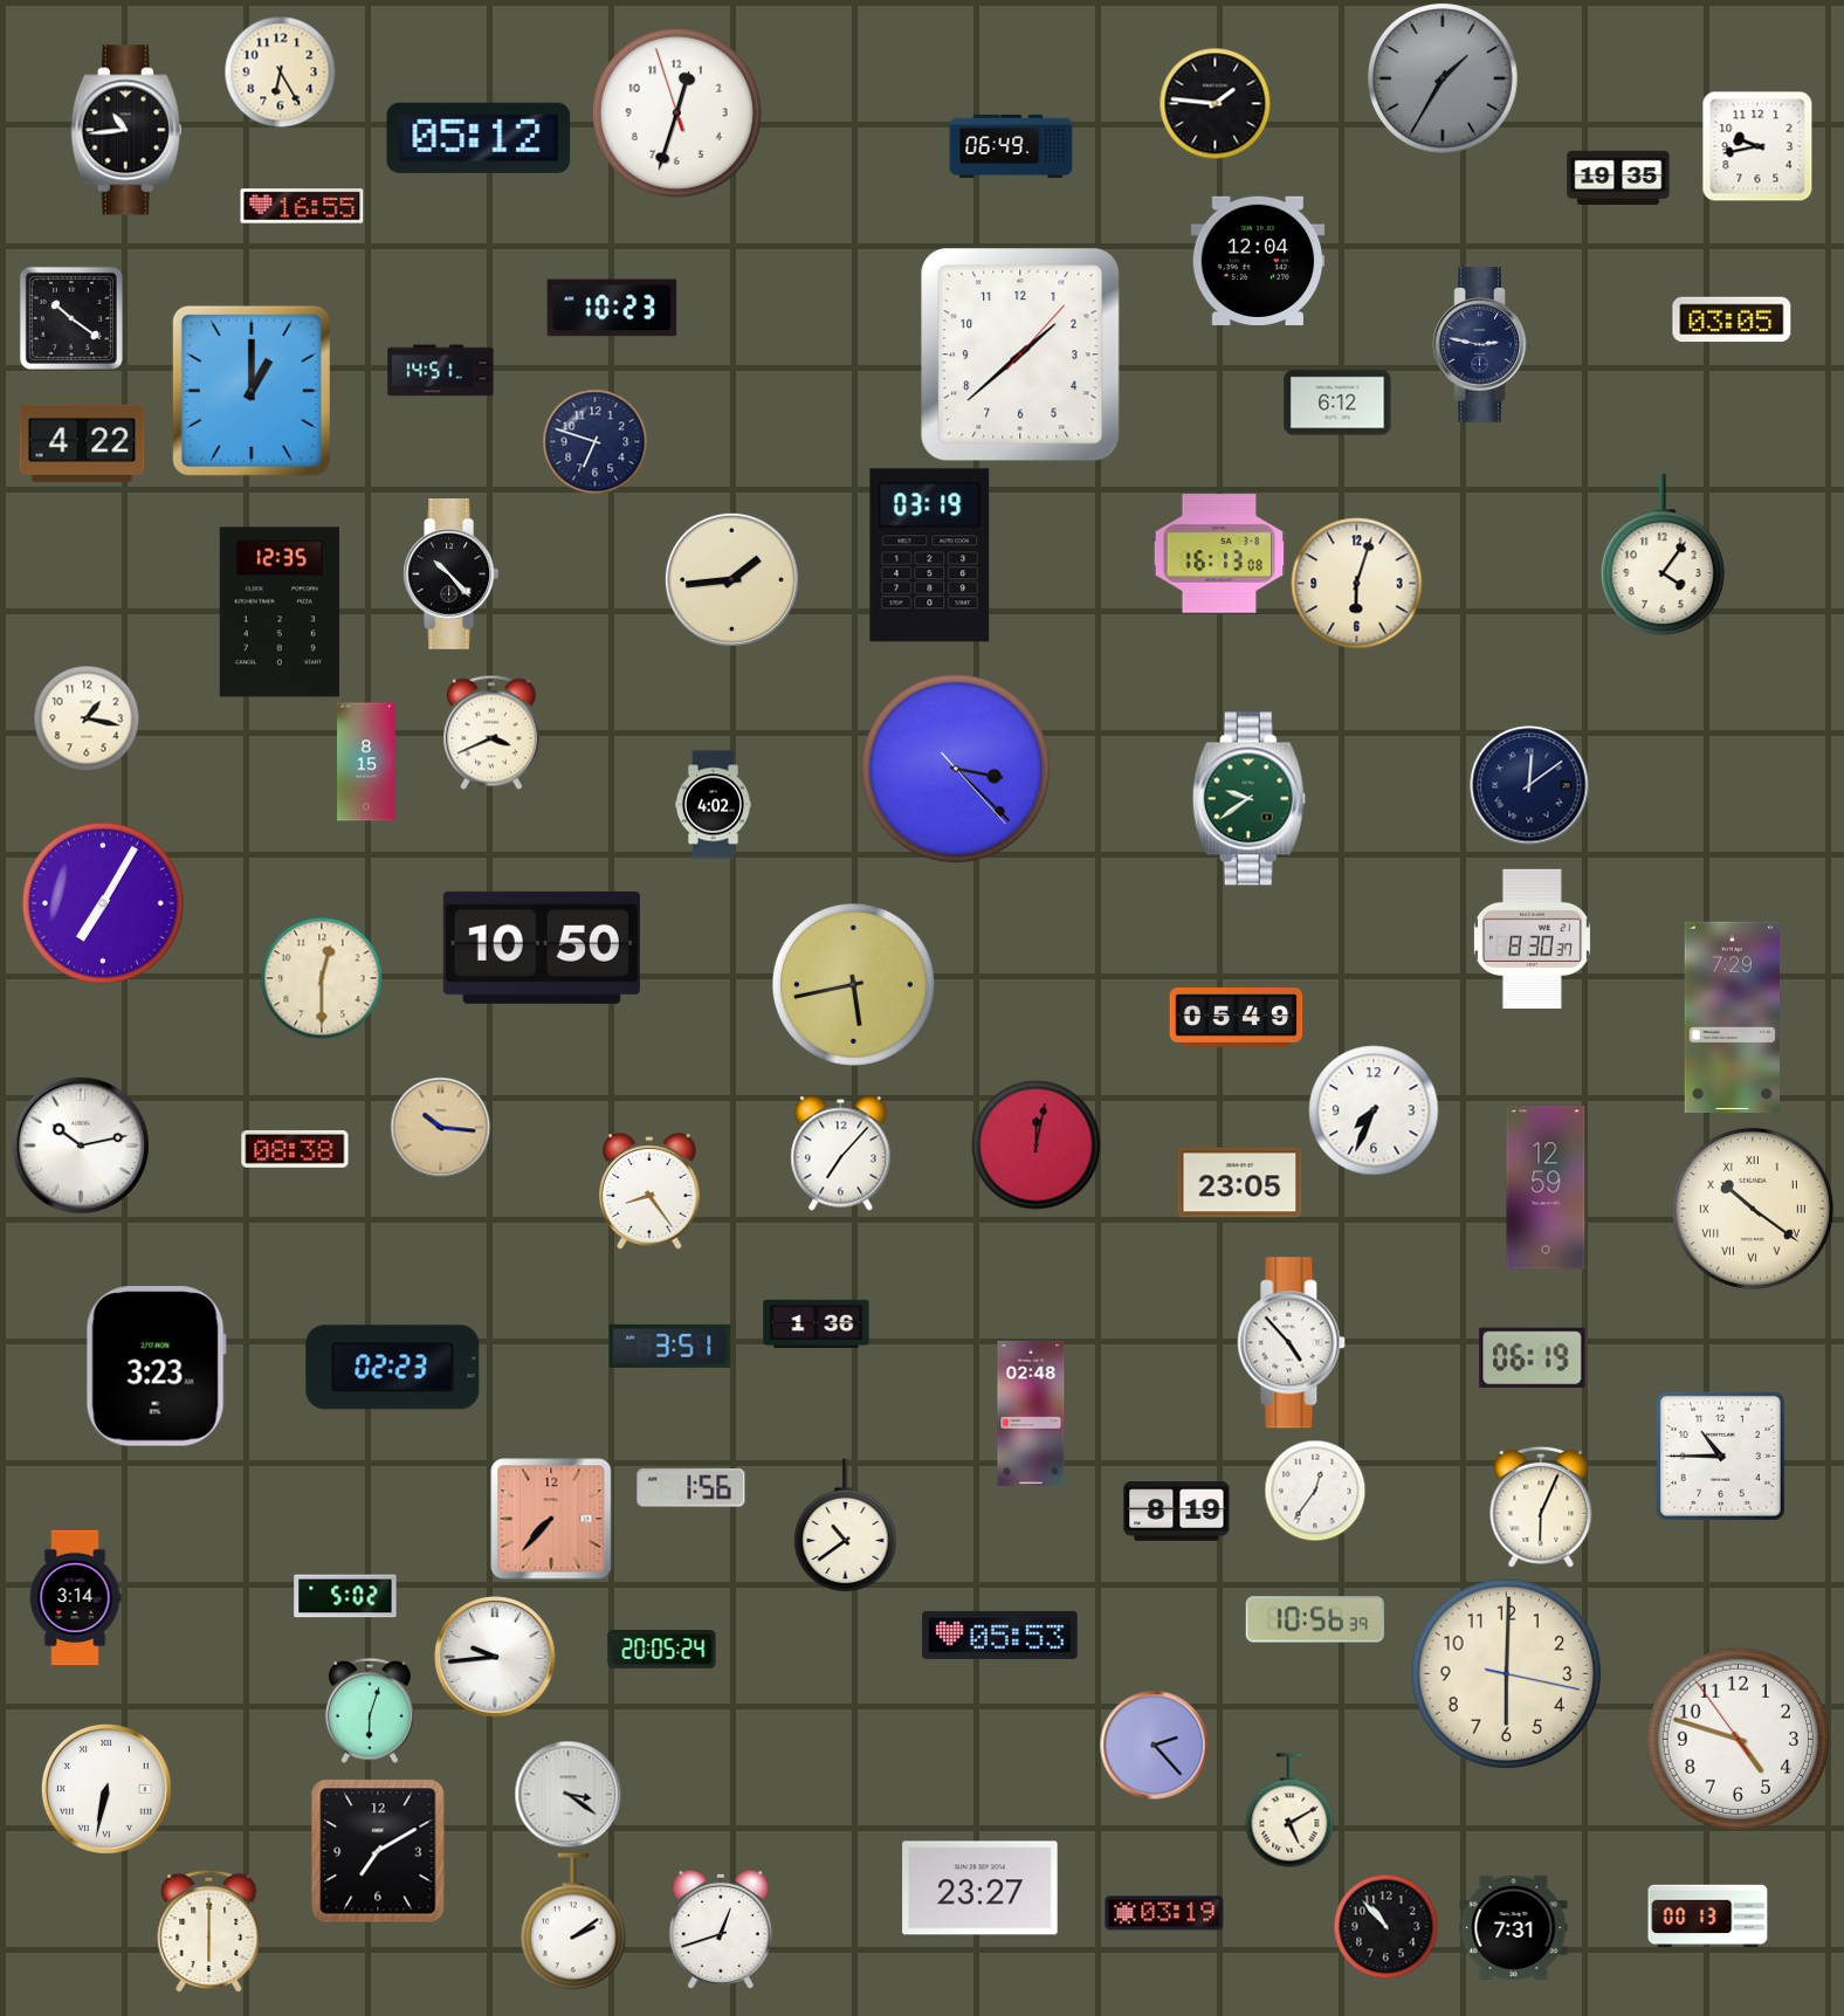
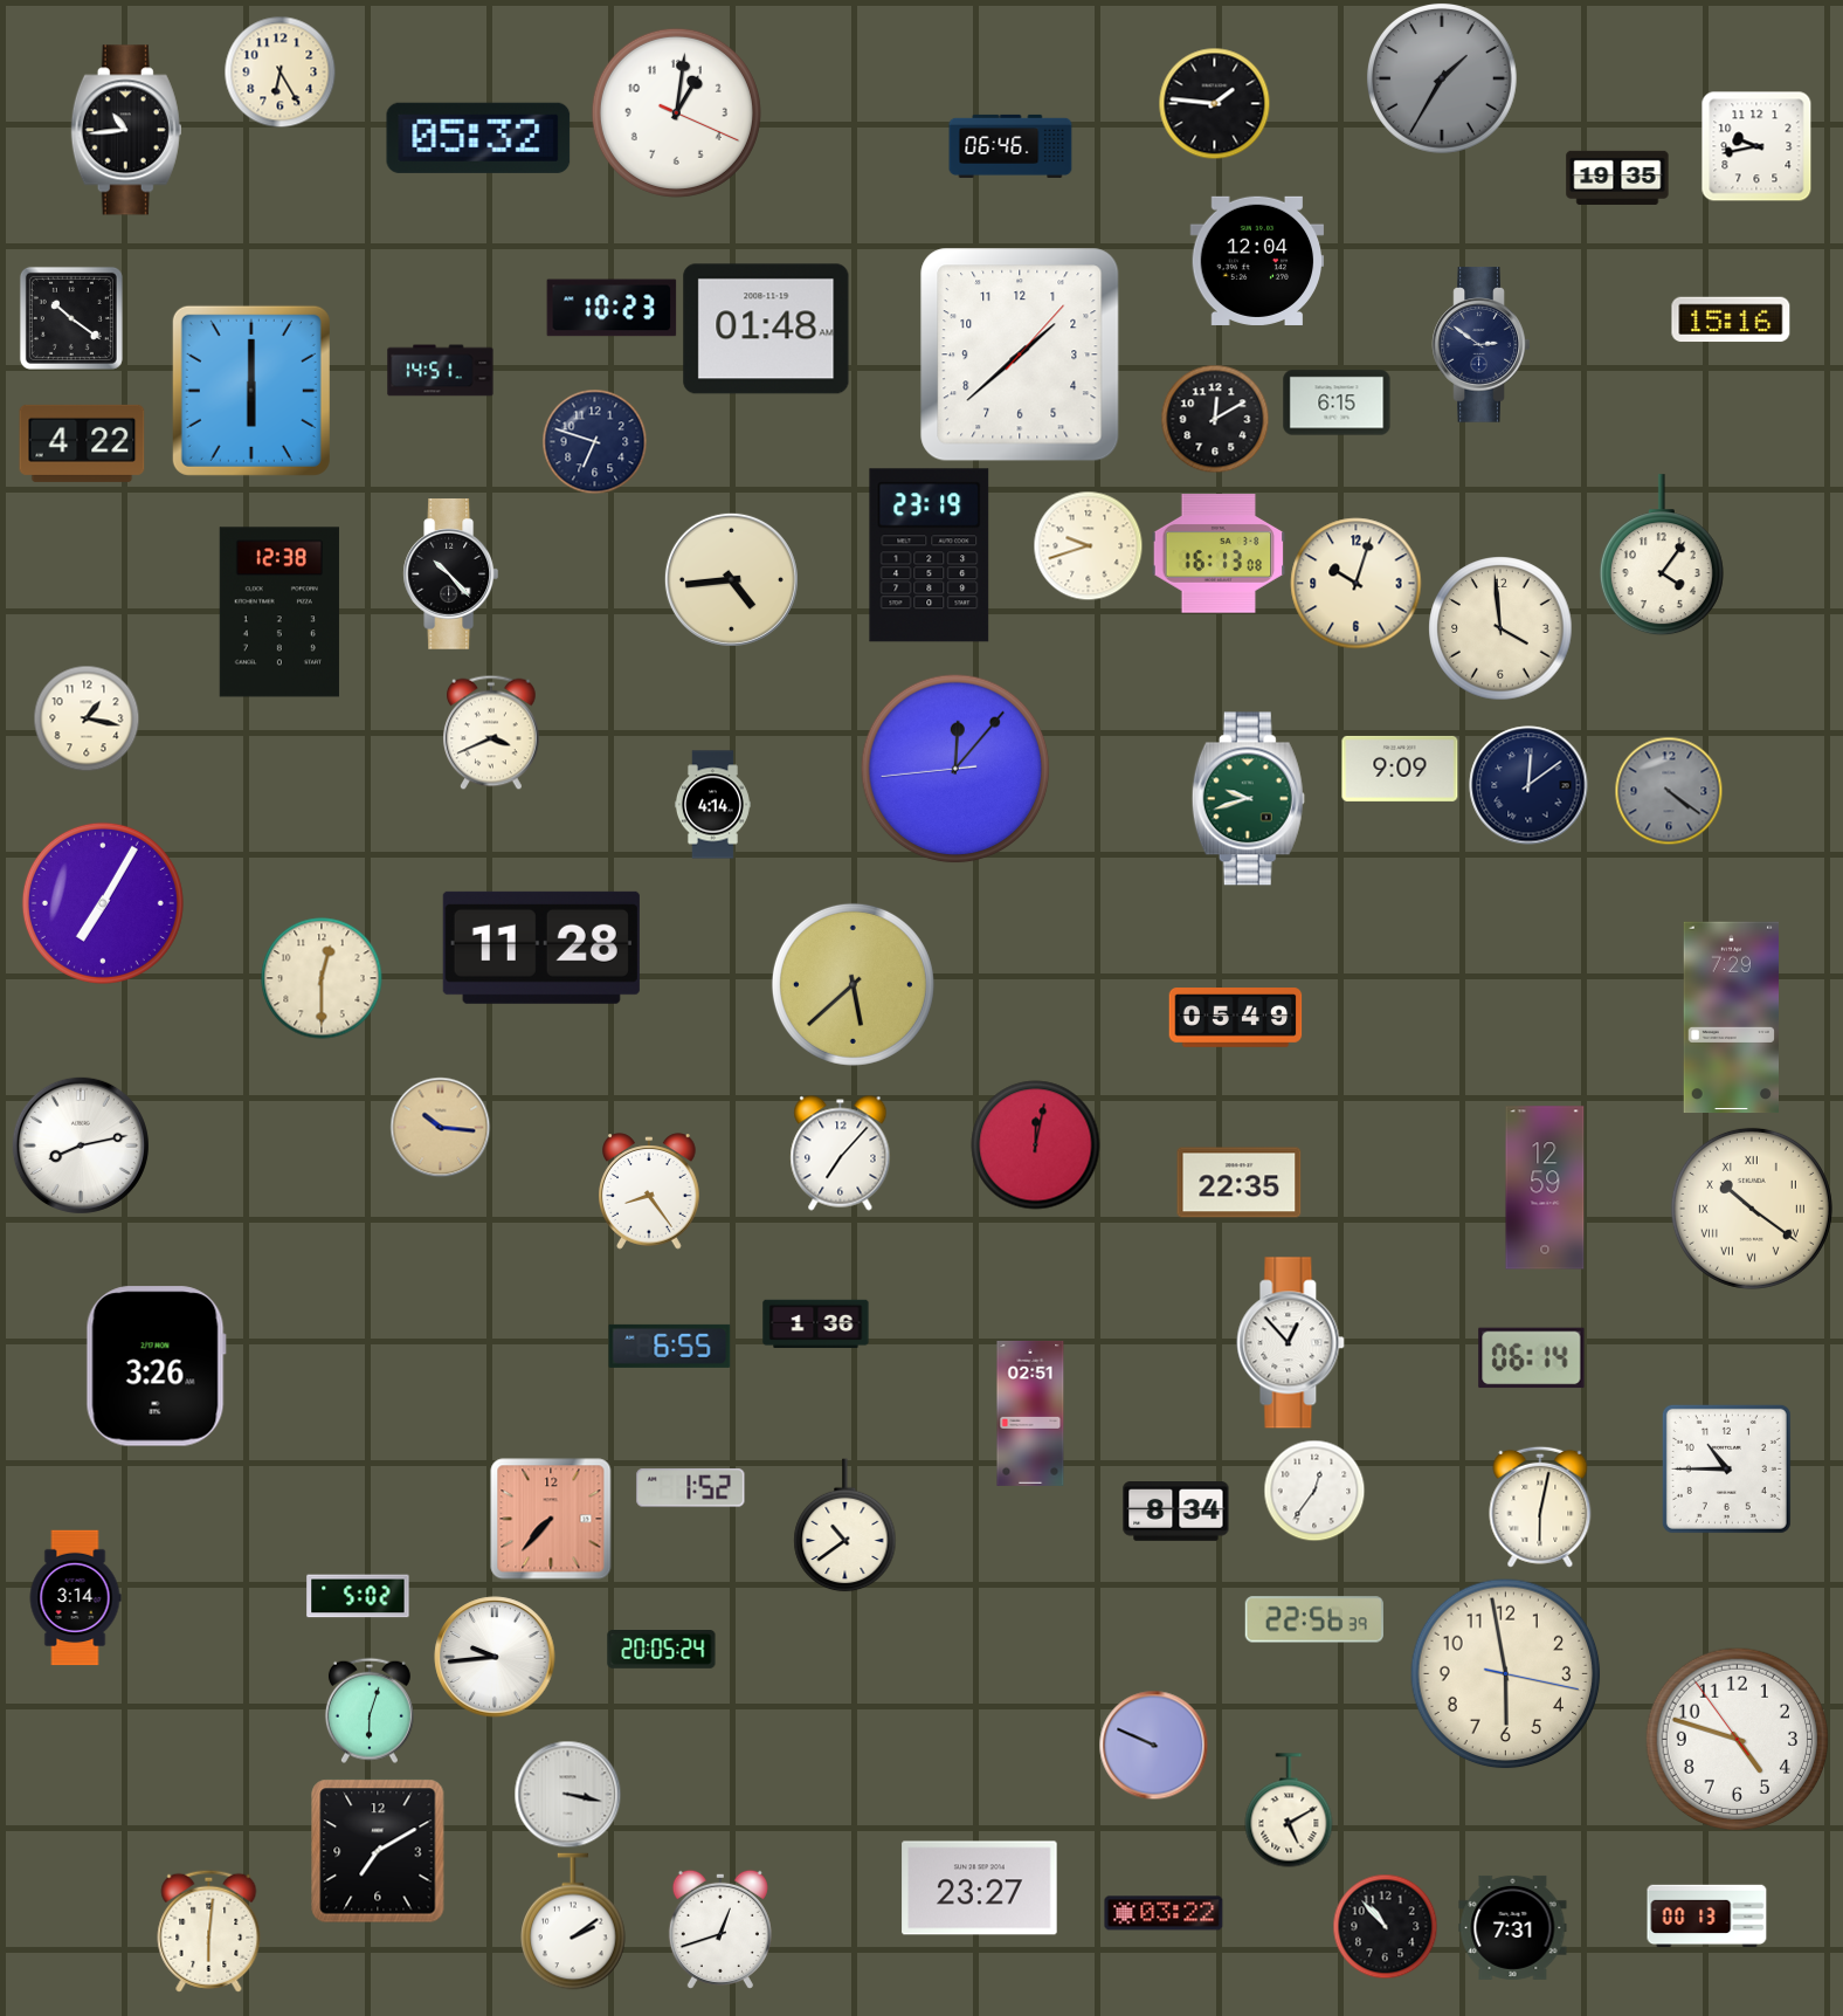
clock at (676, 112): 12:32 -> 1:01
clock at (479, 138): 05:12 -> 05:32
clock at (1011, 146): 06:49 -> 06:46
clock at (302, 206): 16:55 -> none
clock at (1732, 319): 03:05 -> 15:16
clock at (766, 329): none -> 01:48
clock at (1482, 345): 2:47 -> 2:51
clock at (252, 391): 1:00 -> 6:00
clock at (1337, 402): 6:12 -> 6:15
clock at (1215, 419): none -> 12:10
clock at (1088, 545): none -> 9:42
clock at (930, 556): 03:19 -> 23:19
clock at (731, 579): 1:44 -> 4:44
clock at (1357, 584): 6:03 -> 10:03
clock at (278, 612): 12:35 -> 12:38
clock at (1500, 628): none -> 3:59
clock at (366, 762): 8:15 -> none
clock at (956, 769): 3:22 -> 12:06
clock at (1400, 769): none -> 9:09
clock at (1669, 791): none -> 4:21
clock at (1248, 799): 9:39 -> 9:42
clock at (713, 805): 4:02 -> 4:14
clock at (1532, 938): 8:30 -> none
clock at (542, 948): 10:50 -> 11:28
clock at (853, 984): 5:43 -> 5:38
clock at (1374, 1110): 7:34 -> none
clock at (81, 1145): 10:13 -> 8:13
clock at (295, 1149): 08:38 -> none
clock at (1240, 1183): 23:05 -> 22:35
clock at (1292, 1343): 4:53 -> 12:53
clock at (670, 1346): 3:51 -> 6:55
clock at (1533, 1358): 06:19 -> 06:14
clock at (156, 1367): 3:23 -> 3:26
clock at (393, 1368): 02:23 -> none
clock at (1031, 1413): 02:48 -> 02:51
clock at (1720, 1456) position: (1720, 1456) -> (1726, 1468)
clock at (691, 1488): 1:56 -> 1:52
clock at (1541, 1507): 6:04 -> 6:02
clock at (1177, 1512): 8:19 -> 8:34
clock at (345, 1596) position: (345, 1596) -> (358, 1596)
clock at (1315, 1619): 10:56 -> 22:56
clock at (1000, 1635): 05:53 -> none
clock at (1507, 1674): 6:00 -> 5:58
clock at (1154, 1745): 2:23 -> 9:49
clock at (106, 1789): 6:32 -> none
clock at (567, 1794): 3:21 -> 3:17
clock at (1164, 1913): 03:19 -> 03:22
clock at (209, 1931): 6:00 -> 6:01
